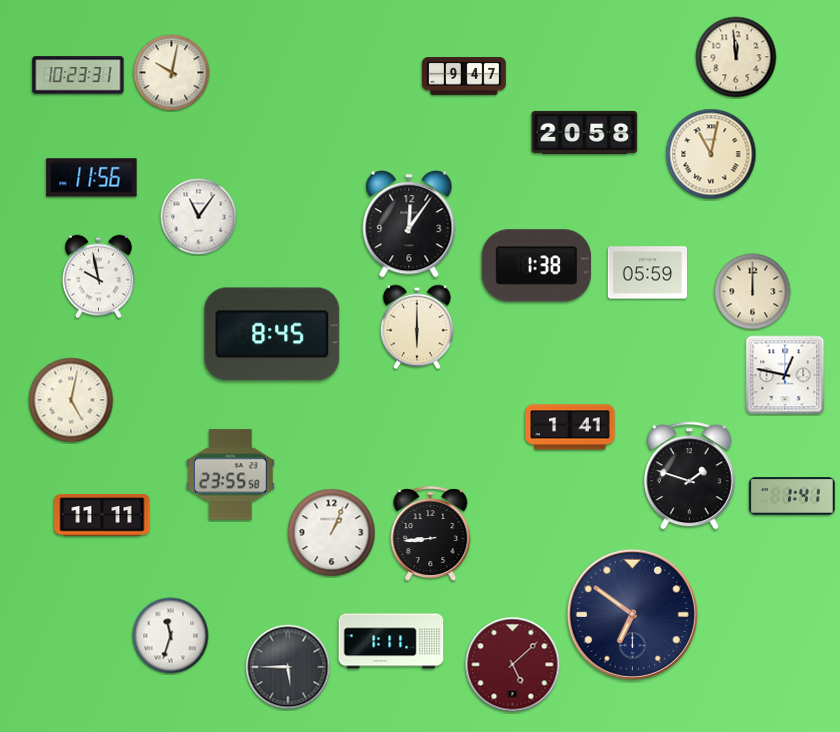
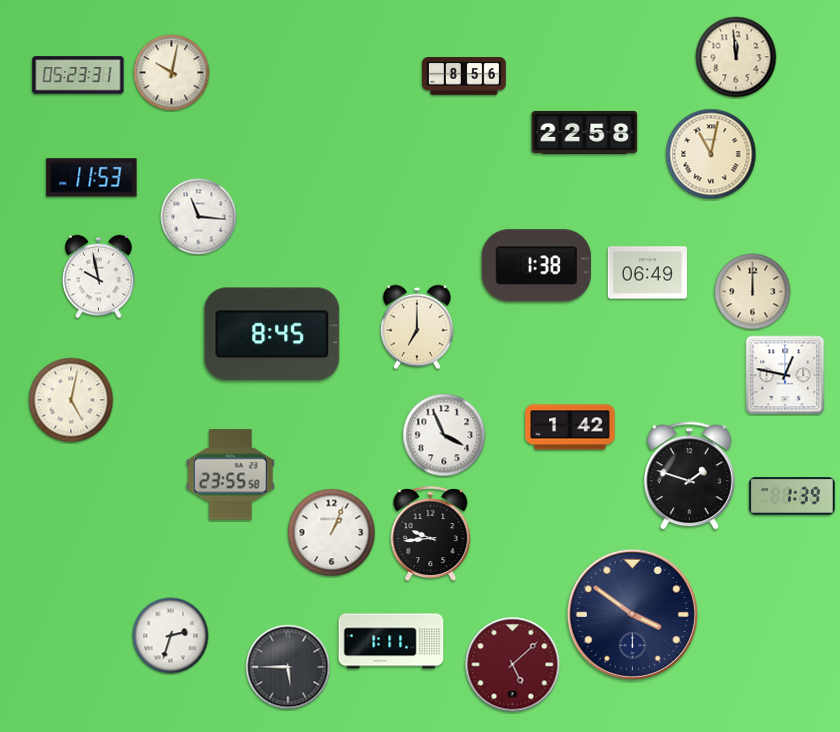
clock at (78, 75): 10:23 -> 05:23
clock at (464, 76): 9:47 -> 8:56
clock at (585, 132): 20:58 -> 22:58
clock at (92, 178): 11:56 -> 11:53
clock at (199, 217): 11:06 -> 11:16
clock at (409, 224): 12:06 -> none
clock at (647, 273): 05:59 -> 06:49
clock at (417, 327): 6:00 -> 7:00
clock at (570, 427): 1:41 -> 1:42
clock at (444, 435): none -> 3:56
clock at (792, 496): 1:41 -> 1:39
clock at (102, 515): 11:11 -> none
clock at (431, 534): 8:44 -> 9:44
clock at (632, 614): 6:51 -> 3:51
clock at (171, 636): 11:33 -> 2:33
